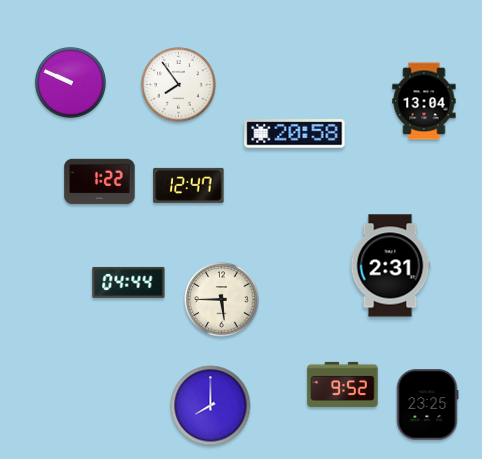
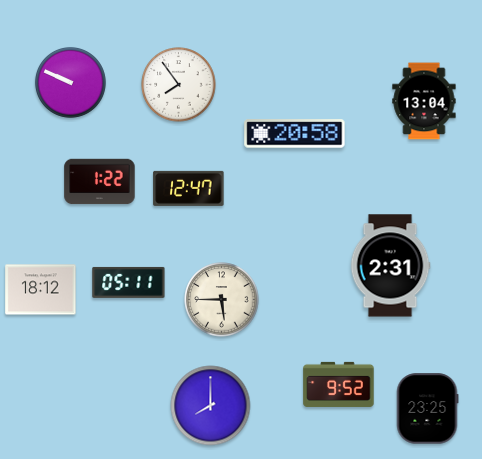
clock at (189, 185) position: (189, 185) -> (189, 188)
clock at (129, 282): 04:44 -> 05:11
clock at (41, 290): none -> 18:12
clock at (343, 384) position: (343, 384) -> (339, 384)
clock at (427, 405) position: (427, 405) -> (427, 409)
